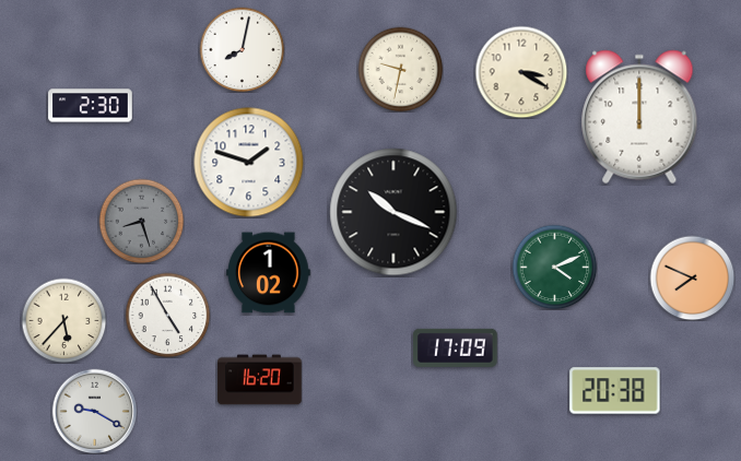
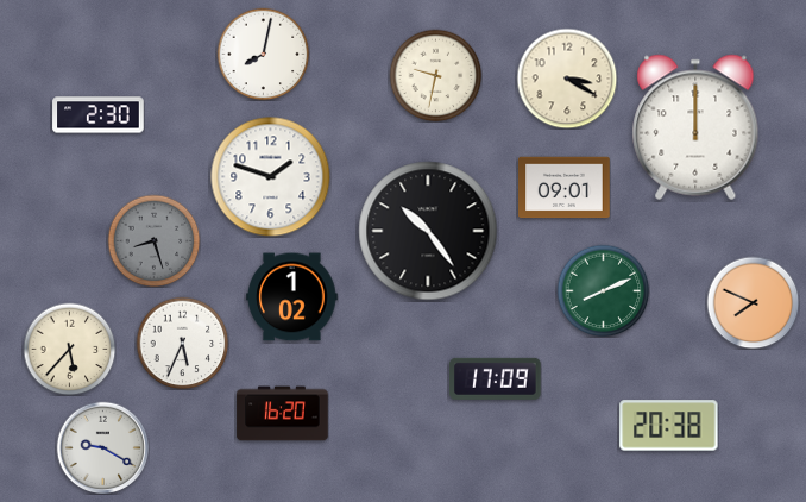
clock at (565, 188): none -> 09:01
clock at (393, 212): 10:19 -> 10:24
clock at (554, 267): 4:11 -> 8:11
clock at (167, 315): 4:55 -> 5:34
